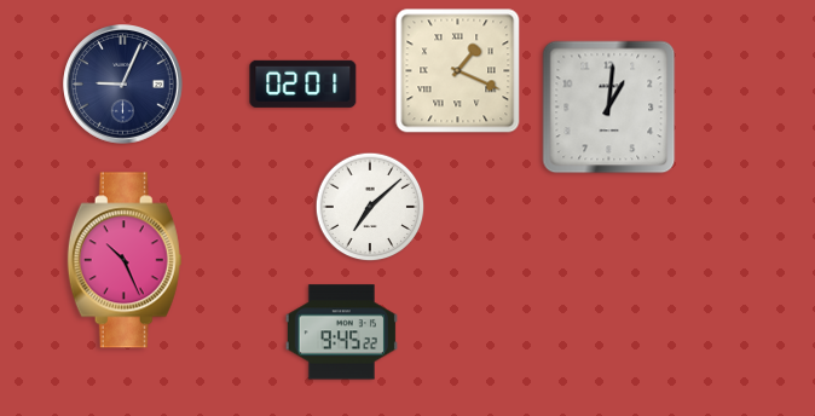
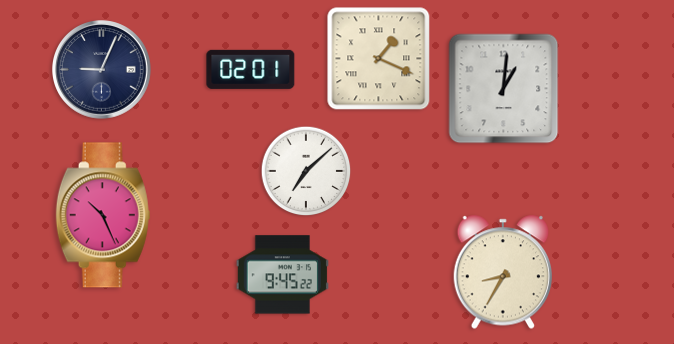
clock at (502, 272): none -> 8:35
